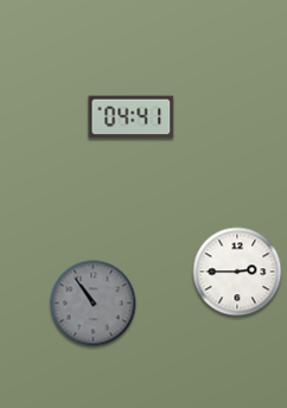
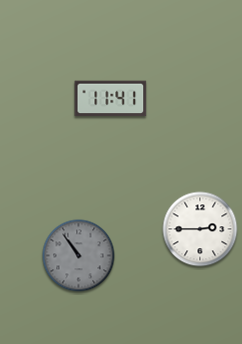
clock at (132, 117): 04:41 -> 11:41
